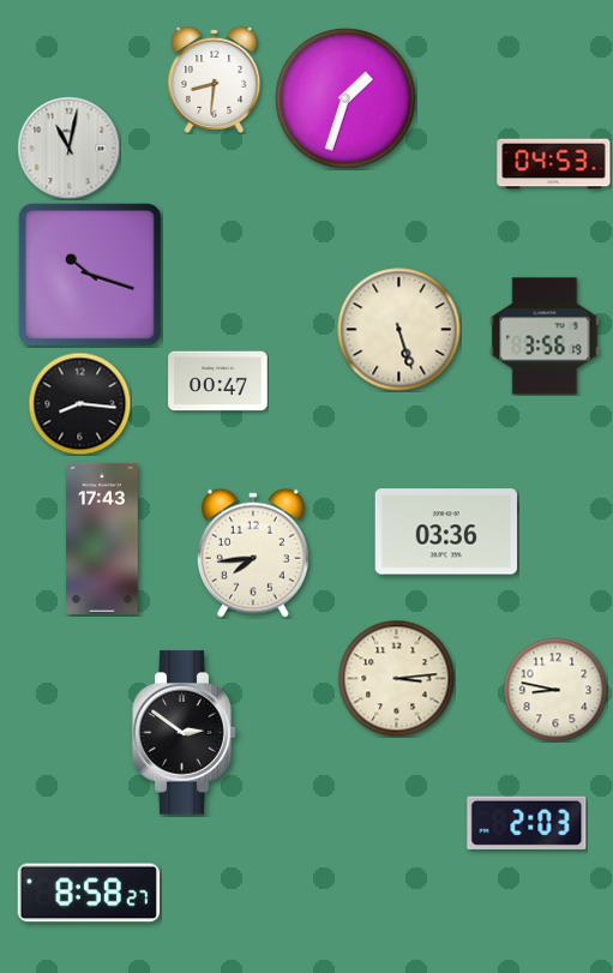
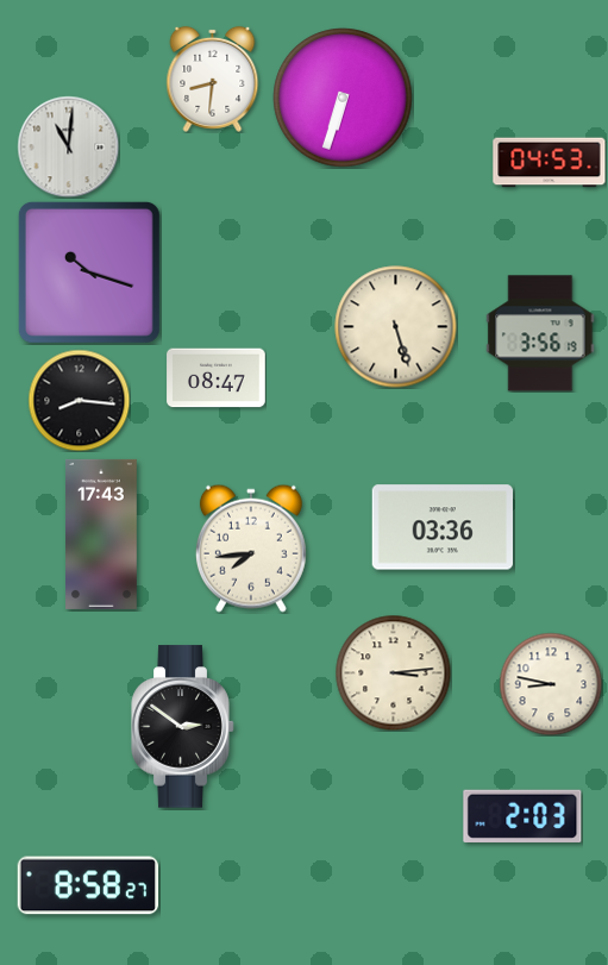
clock at (345, 98): 1:33 -> 6:33
clock at (68, 148): 11:02 -> 11:01
clock at (218, 382): 00:47 -> 08:47
